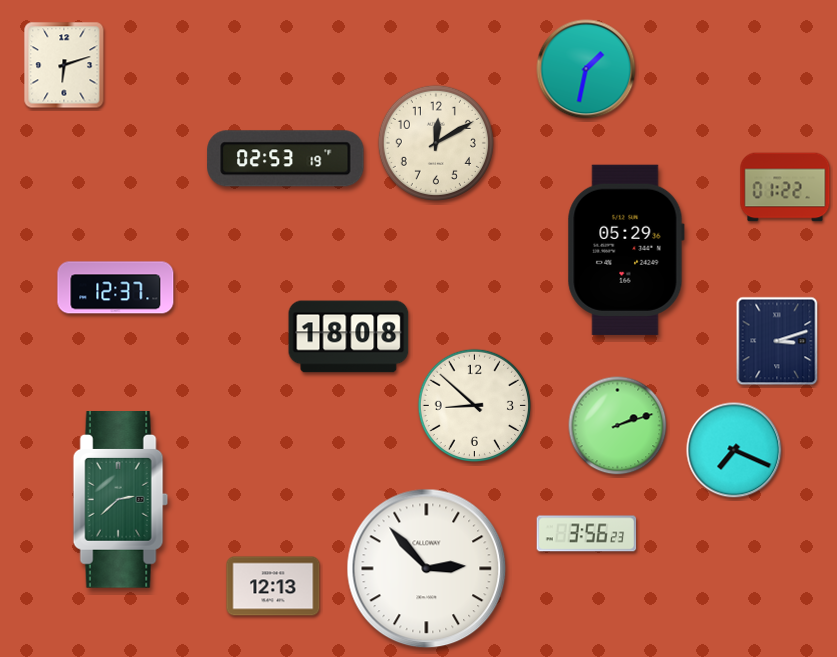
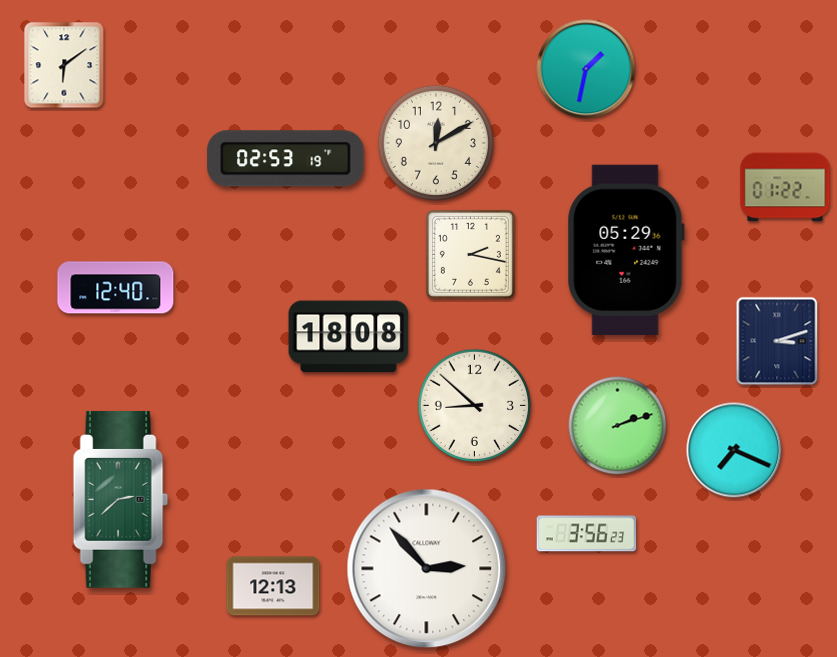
clock at (64, 65): 6:12 -> 6:09
clock at (470, 254): none -> 2:17
clock at (116, 288): 12:37 -> 12:40
